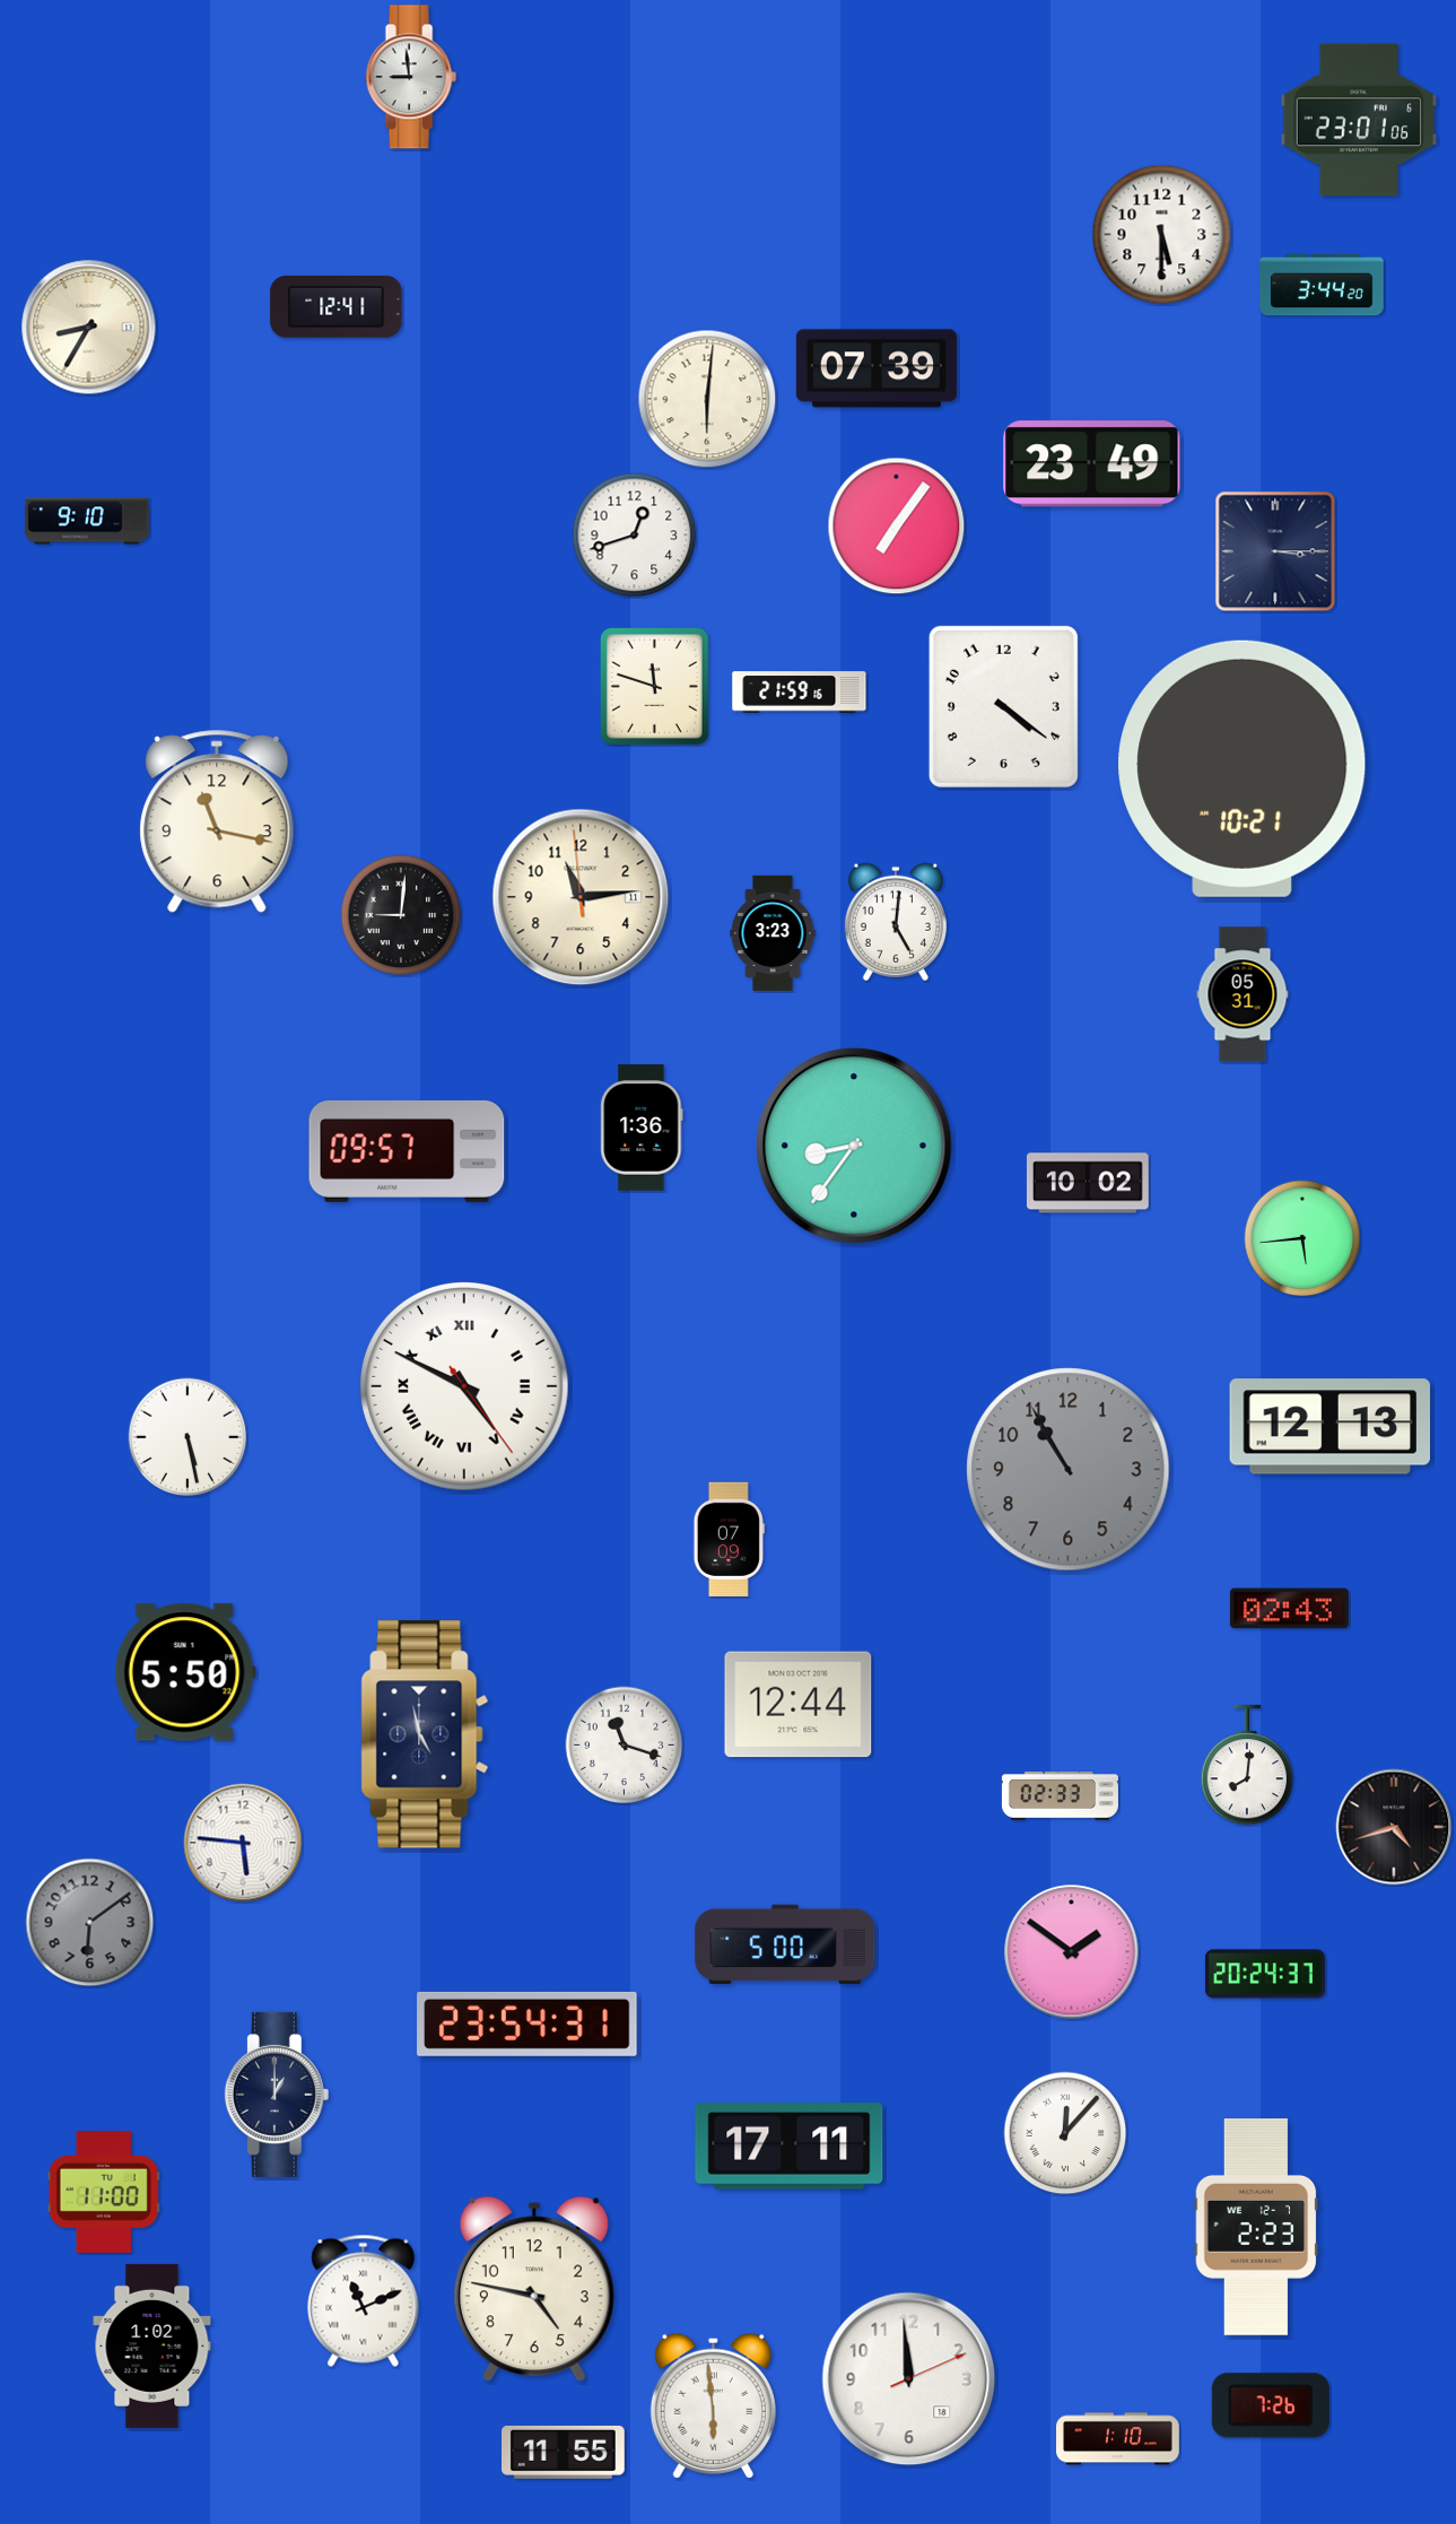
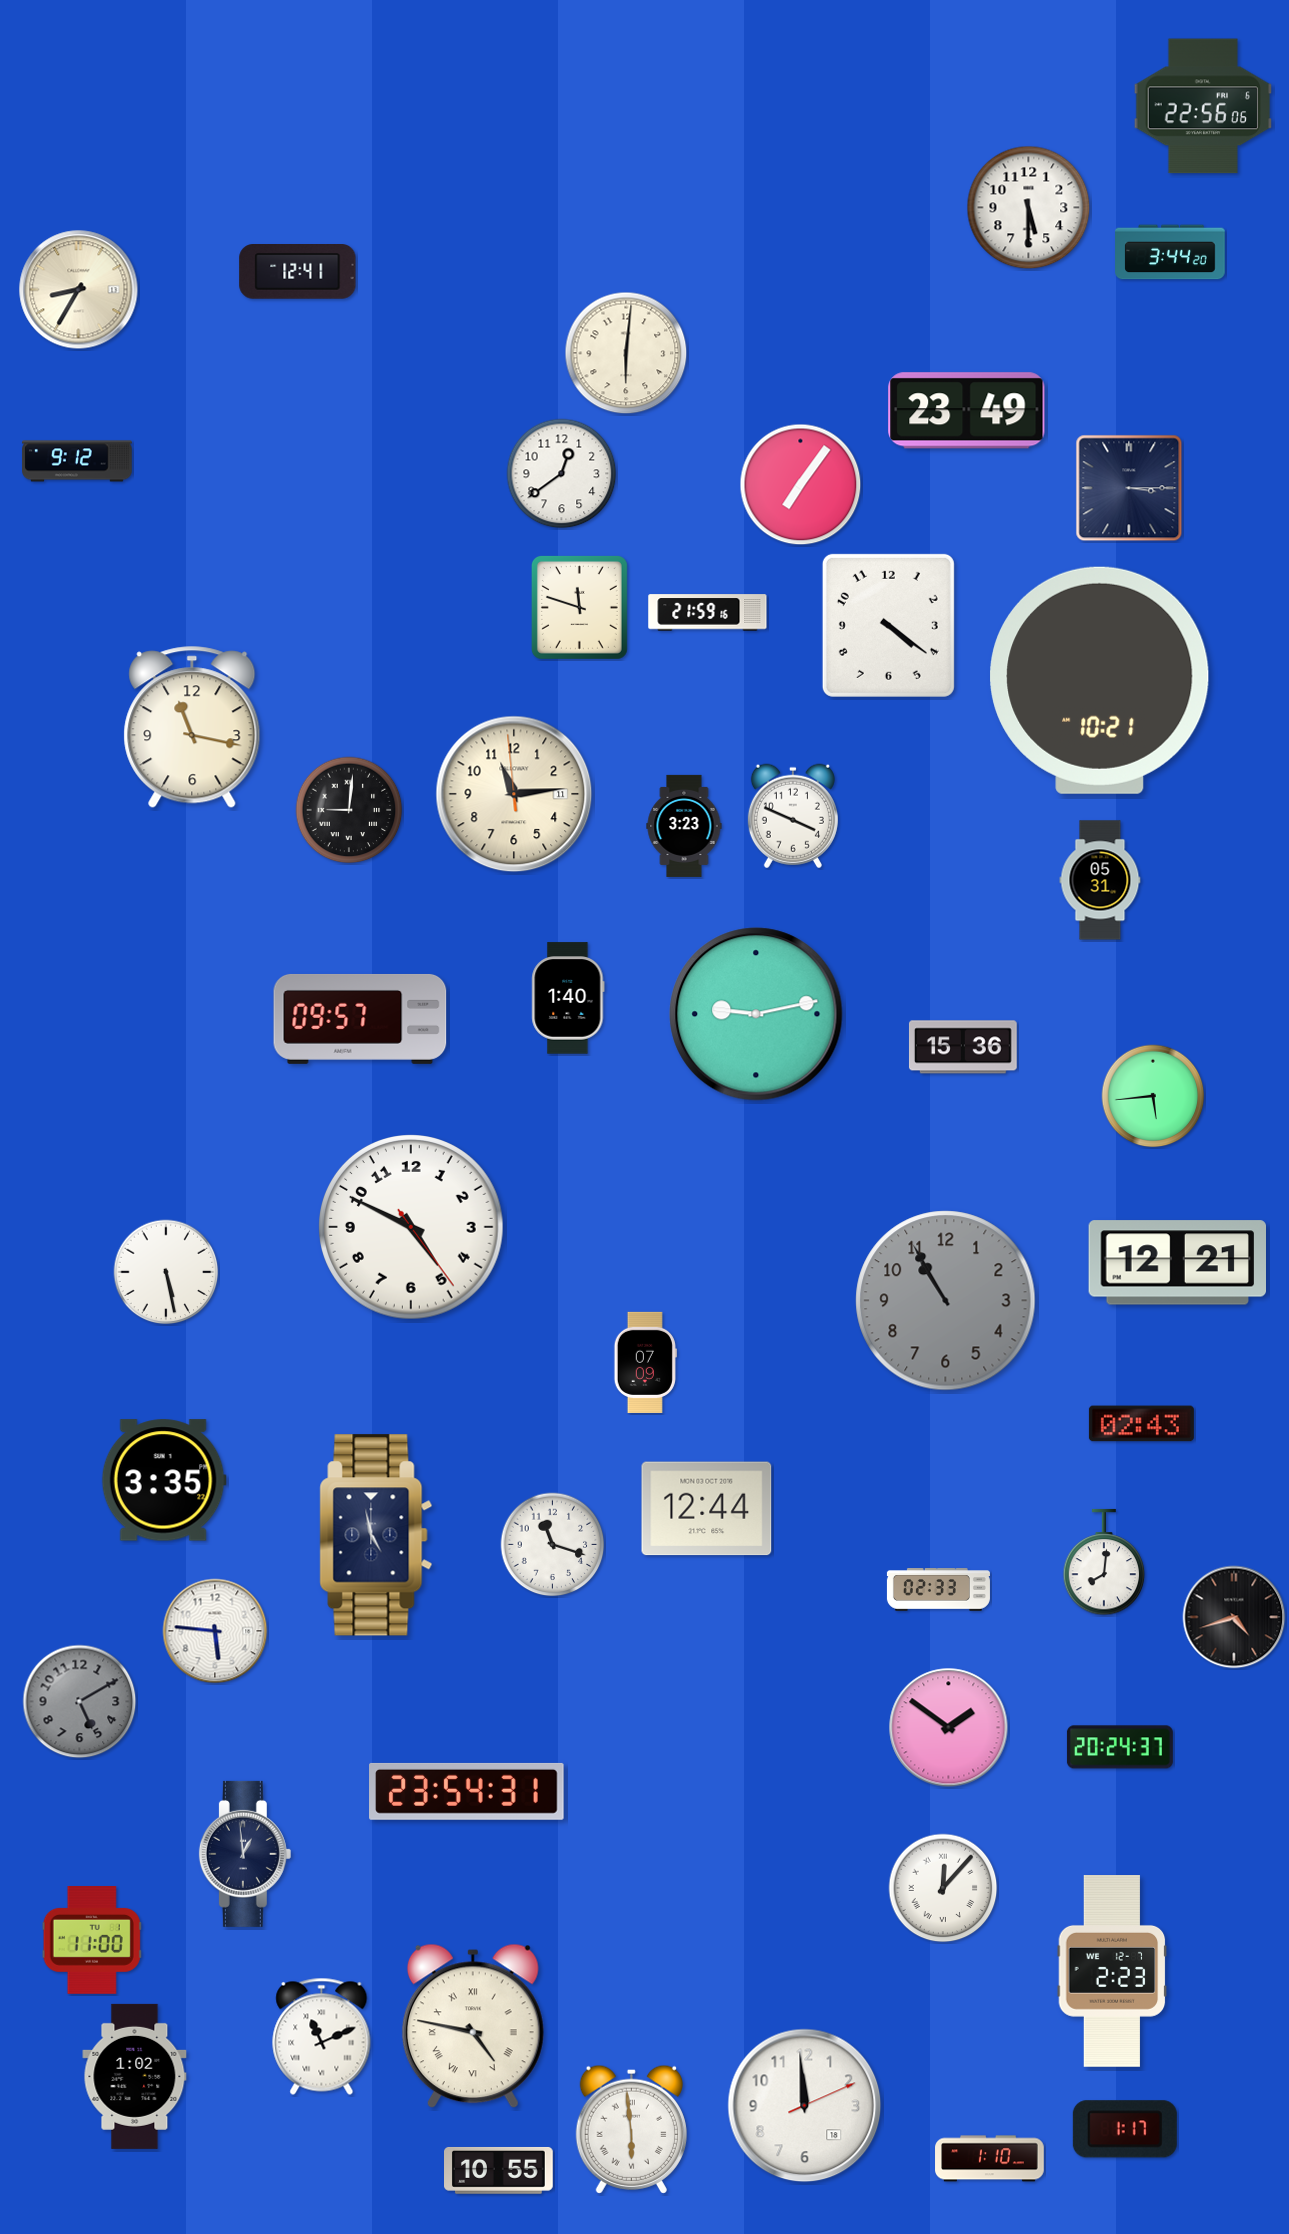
clock at (411, 77): 8:59 -> none
clock at (1358, 120): 23:01 -> 22:56
clock at (877, 368): 07:39 -> none
clock at (87, 521): 9:10 -> 9:12
clock at (897, 526) position: (897, 526) -> (801, 485)
clock at (635, 536): 12:42 -> 12:39
clock at (401, 915) position: (401, 915) -> (349, 810)
clock at (896, 922): 5:01 -> 3:49
clock at (642, 1128): 1:36 -> 1:40
clock at (854, 1146): 8:36 -> 9:13
clock at (1088, 1183): 10:02 -> 15:36
clock at (464, 1386) numerals: Roman -> Arabic
clock at (1331, 1427): 12:13 -> 12:21
clock at (185, 1672): 5:50 -> 3:35
clock at (90, 1923): 6:09 -> 5:10
clock at (785, 1943): 5:00 -> none
clock at (277, 2095): 1:00 -> 12:59
clock at (790, 2147): 17:11 -> none
clock at (534, 2289) numerals: Arabic -> Roman
clock at (1271, 2405): 7:26 -> 1:17
clock at (564, 2453): 11:55 -> 10:55
